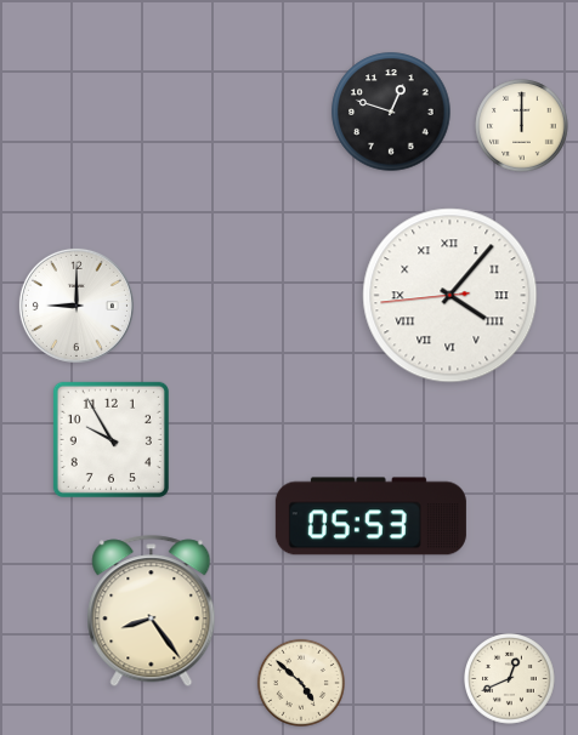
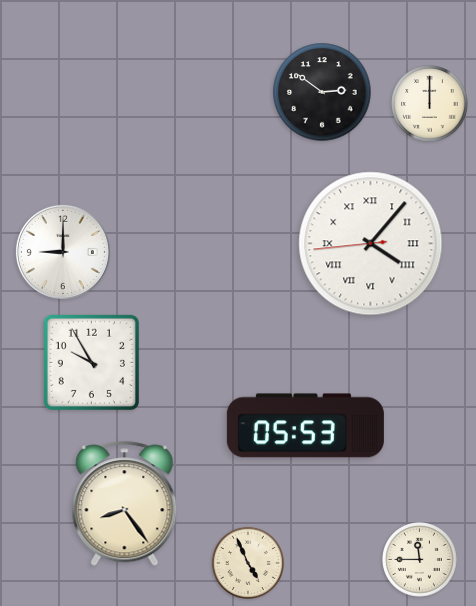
clock at (391, 112): 12:48 -> 2:51
clock at (510, 679): 12:41 -> 11:45
clock at (301, 683): 4:52 -> 4:56
